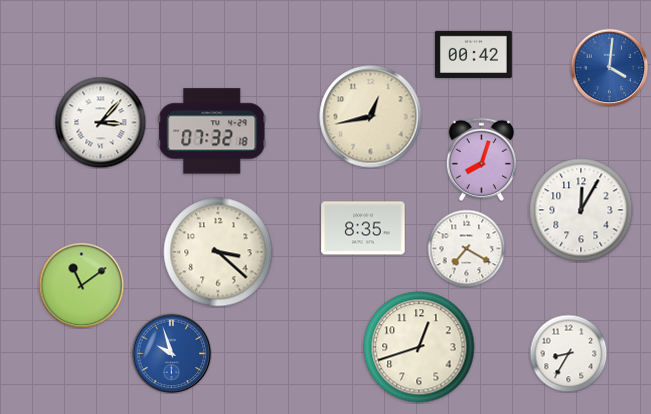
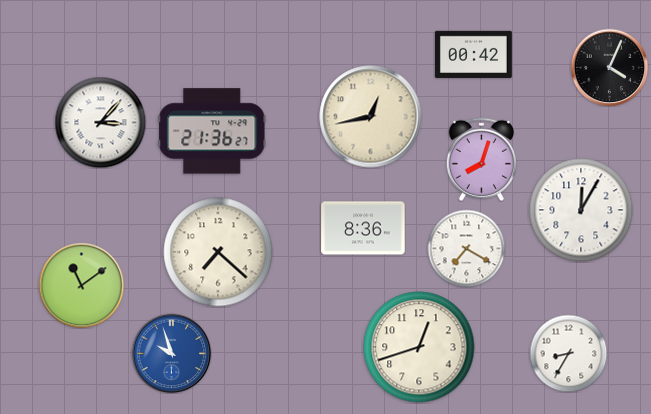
clock at (609, 67): 4:01 -> 4:04
clock at (609, 67) dial: blue -> black
clock at (212, 131): 07:32 -> 21:36
clock at (363, 228): 8:35 -> 8:36
clock at (218, 252): 3:22 -> 7:22
